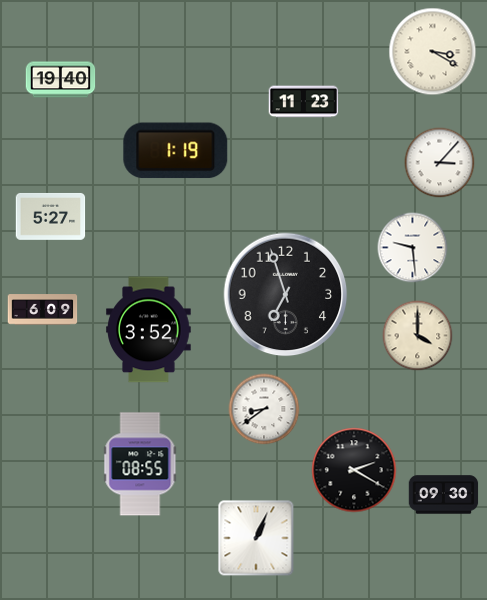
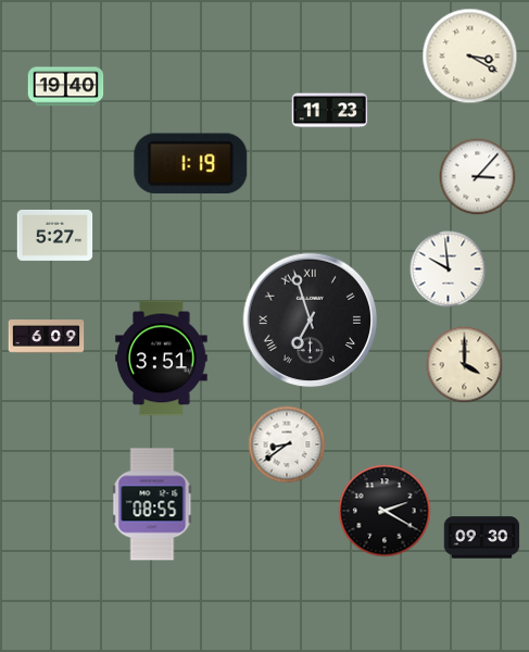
clock at (413, 248): 9:29 -> 9:59
clock at (286, 295) numerals: Arabic -> Roman
clock at (149, 330): 3:52 -> 3:51
clock at (418, 336) position: (418, 336) -> (465, 365)
clock at (256, 538): 1:04 -> none
